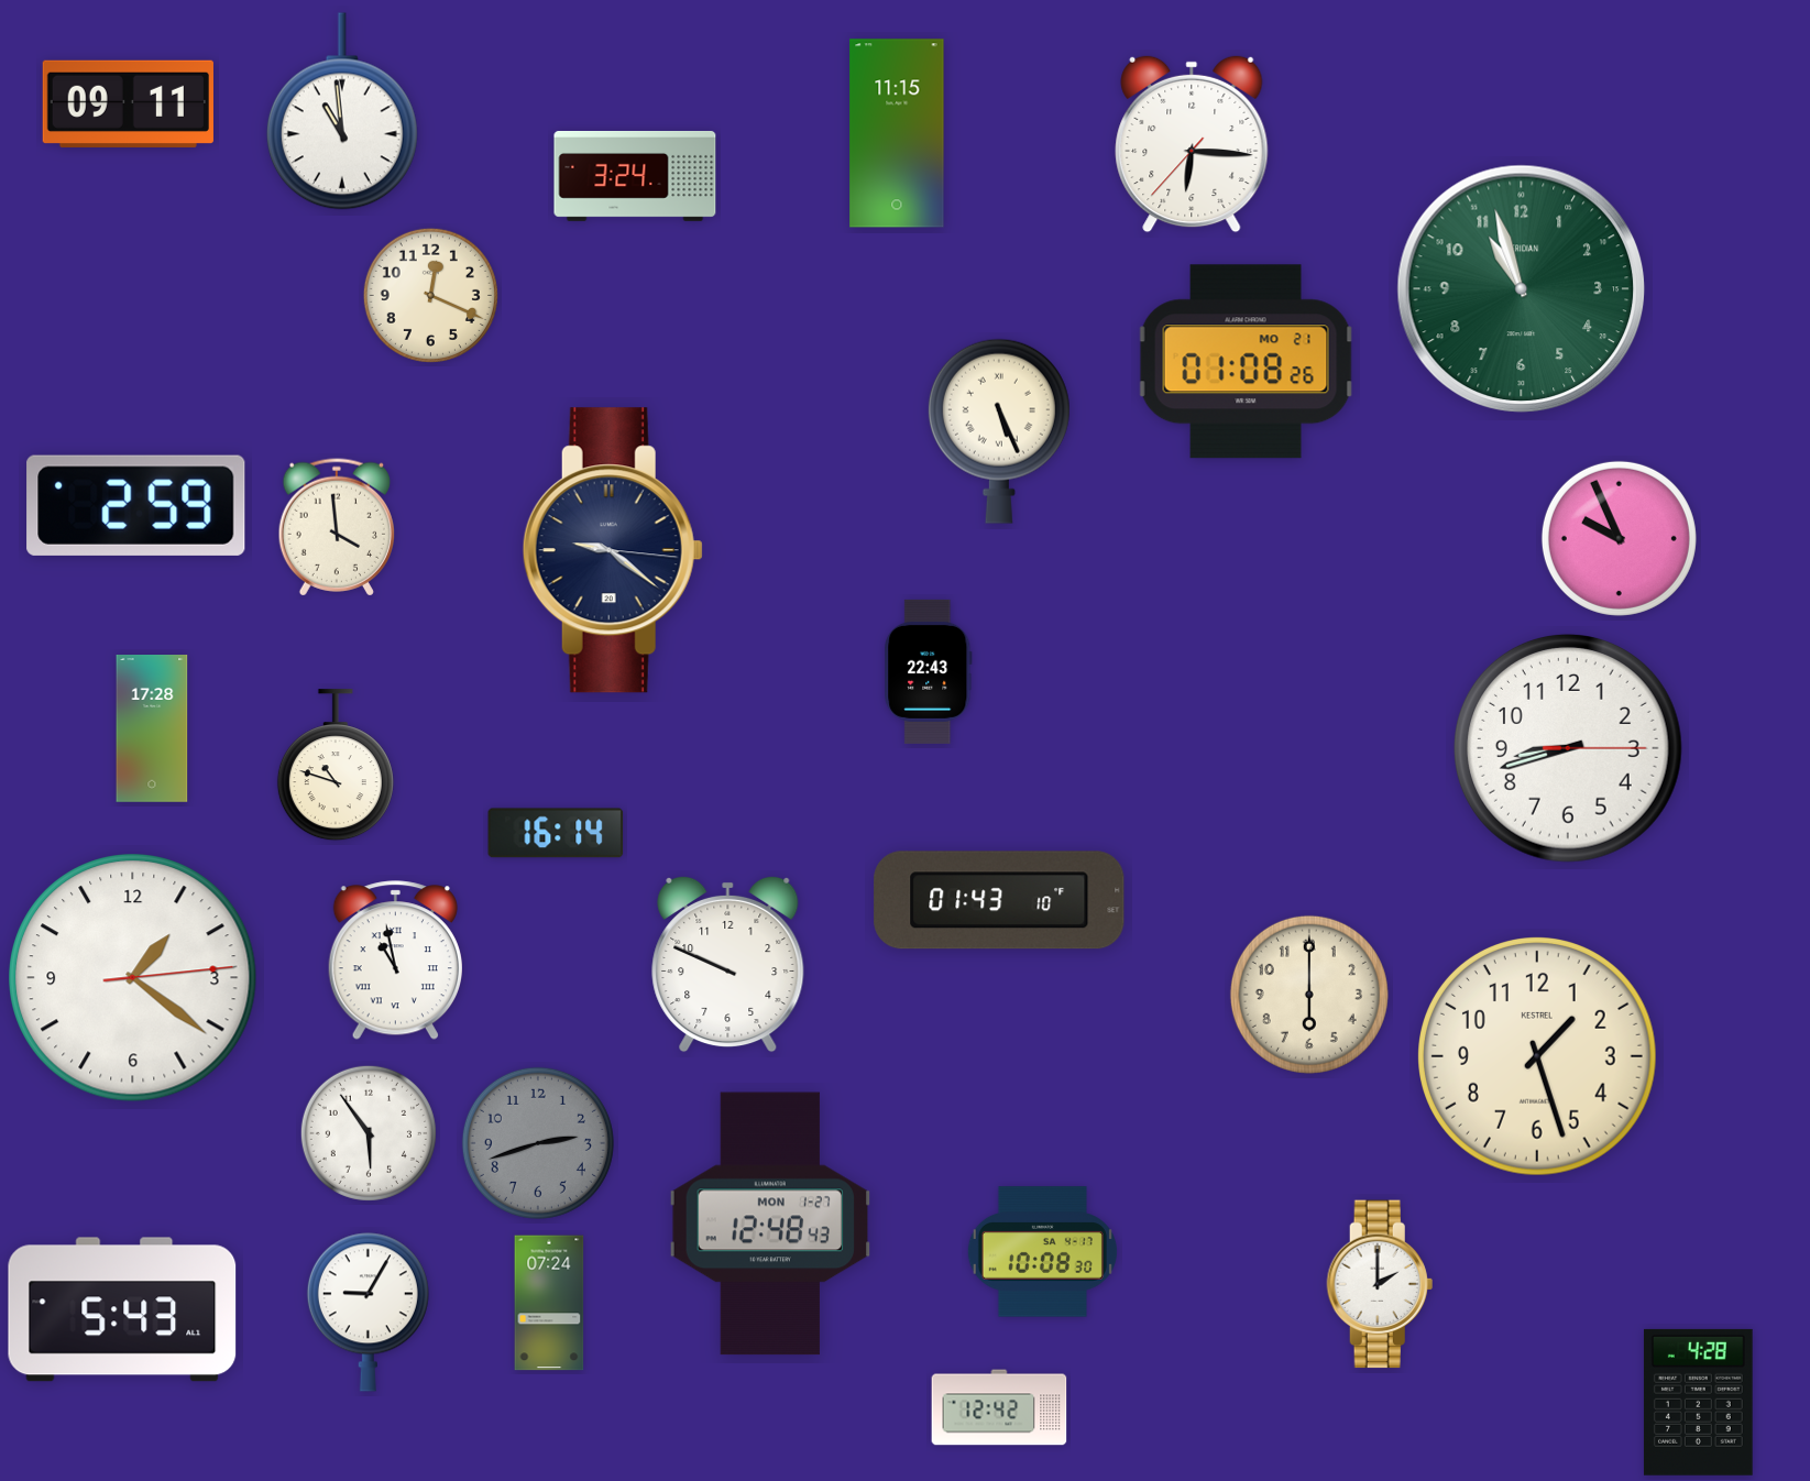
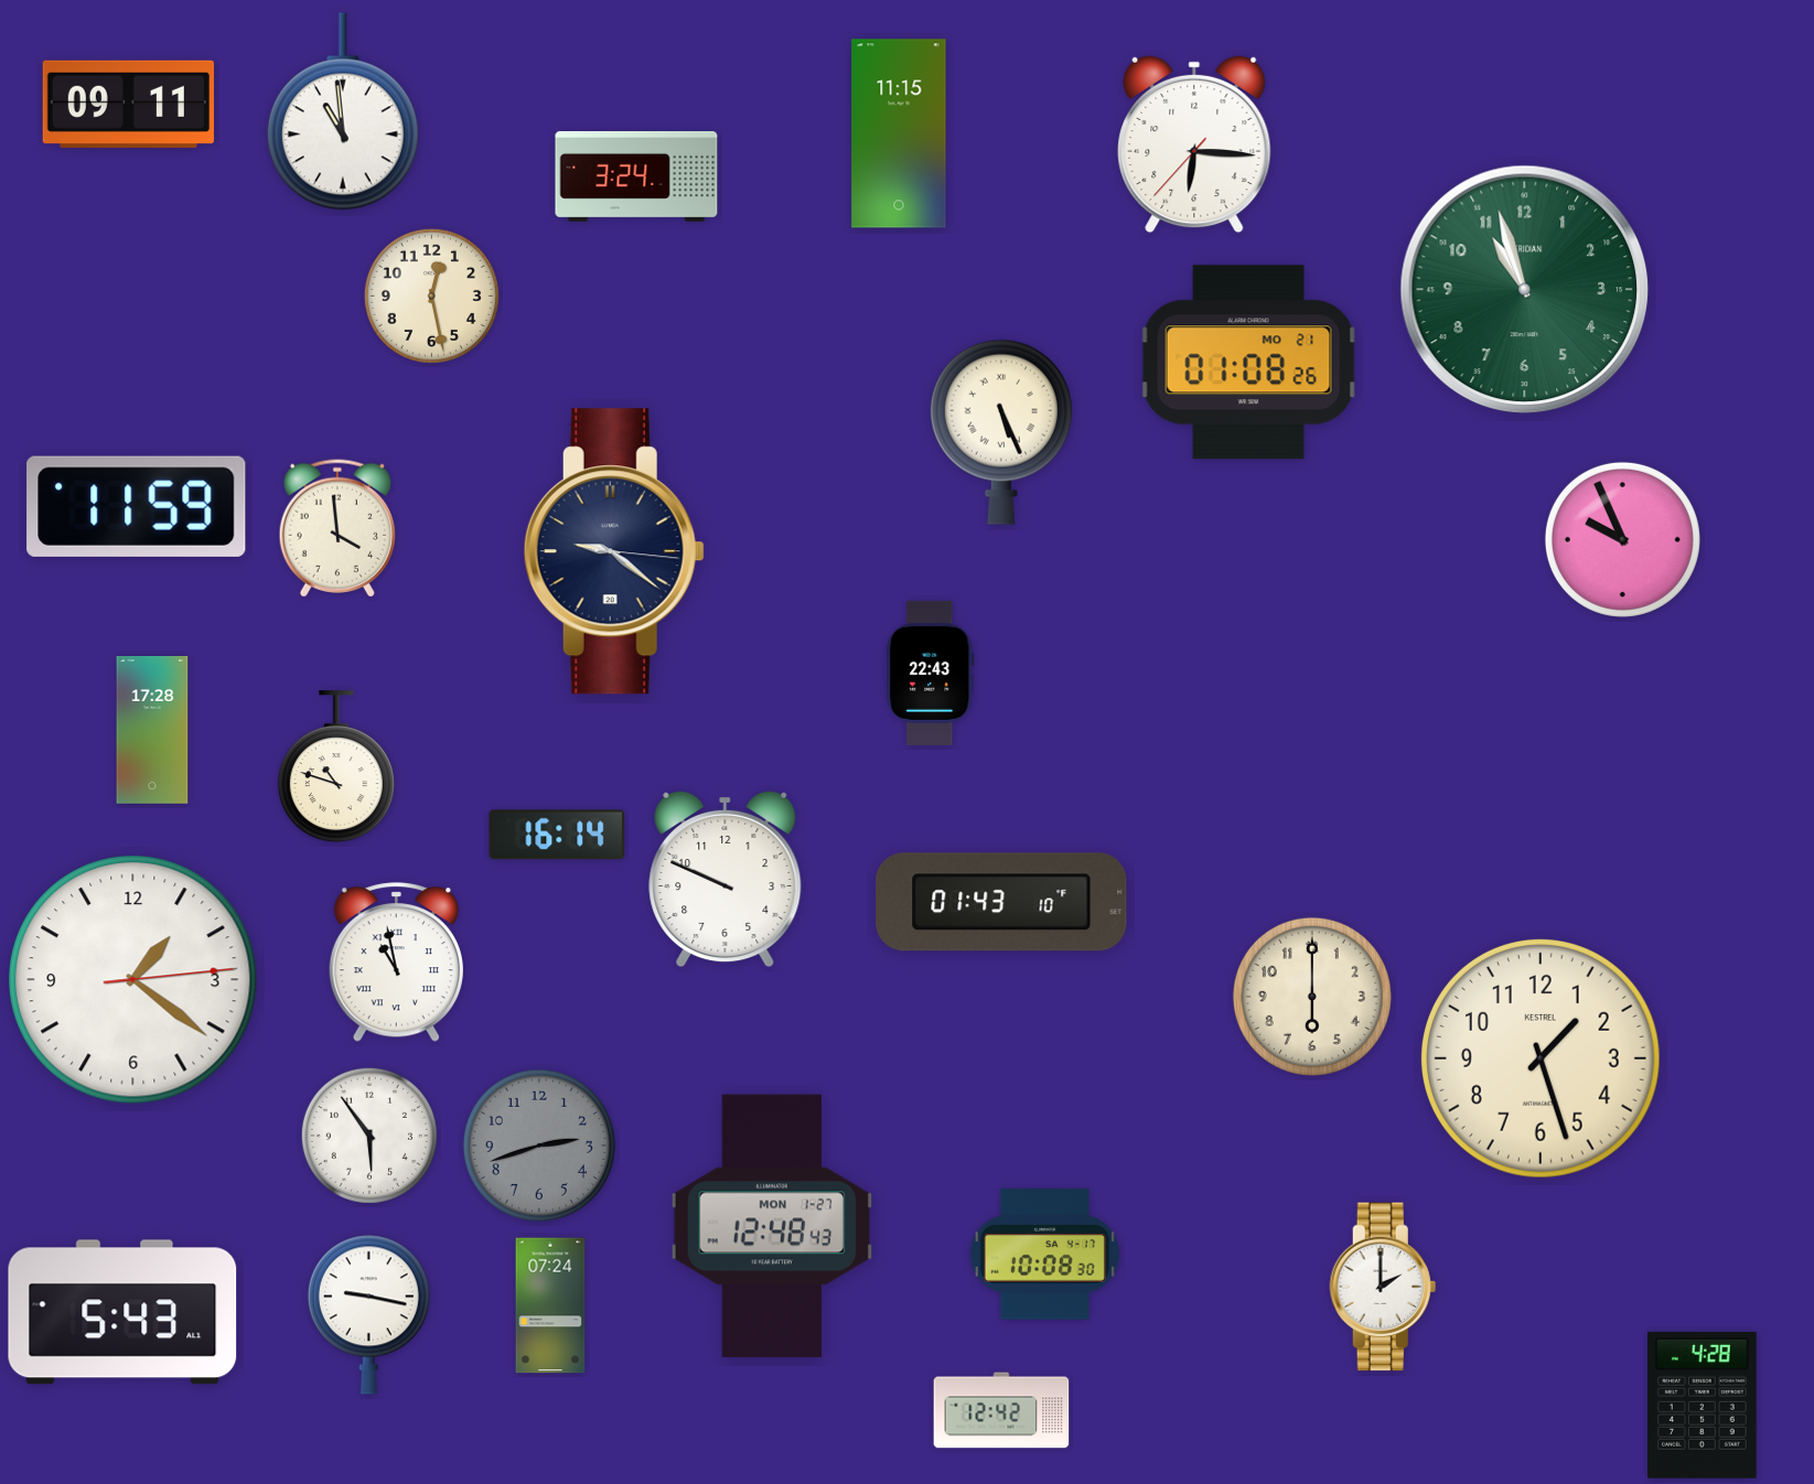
clock at (430, 295): 12:19 -> 12:28
clock at (136, 505): 2:59 -> 11:59
clock at (1569, 749): 8:42 -> none
clock at (728, 964) position: (728, 964) -> (726, 879)
clock at (368, 1312): 9:05 -> 9:17
